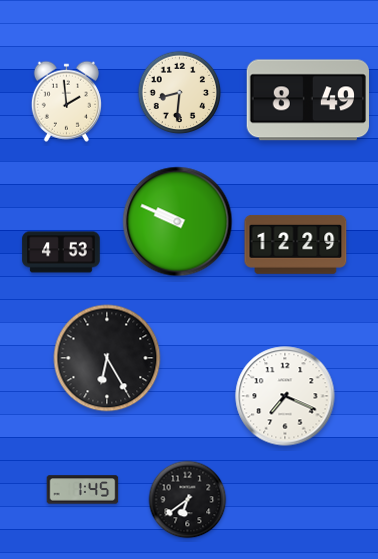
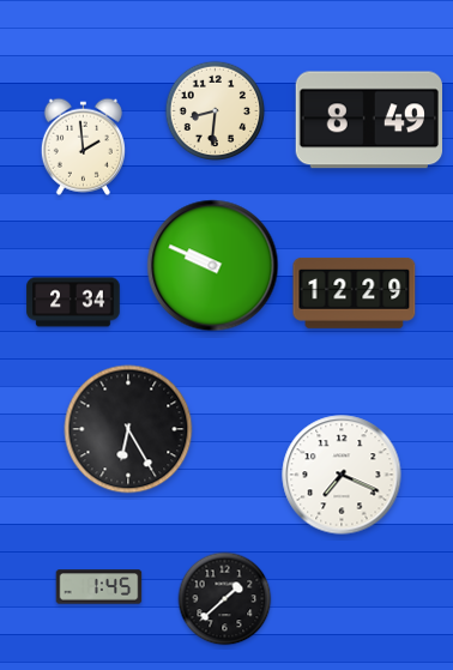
clock at (66, 101) position: (66, 101) -> (83, 146)
clock at (61, 252): 4:53 -> 2:34
clock at (188, 500): 6:39 -> 1:38
